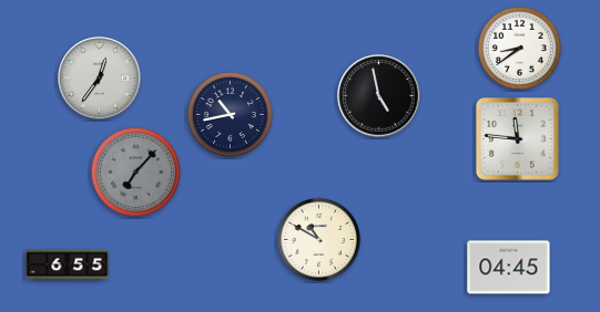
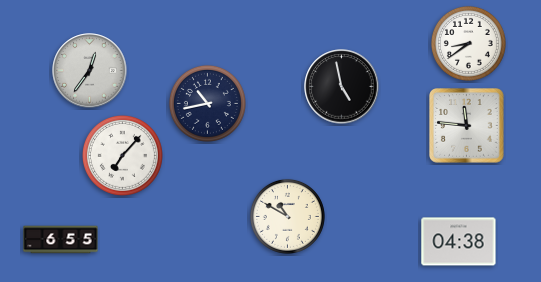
clock at (135, 171) dial: grey -> white
clock at (509, 268): 04:45 -> 04:38
